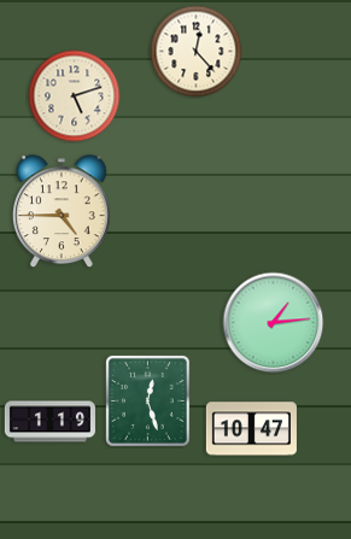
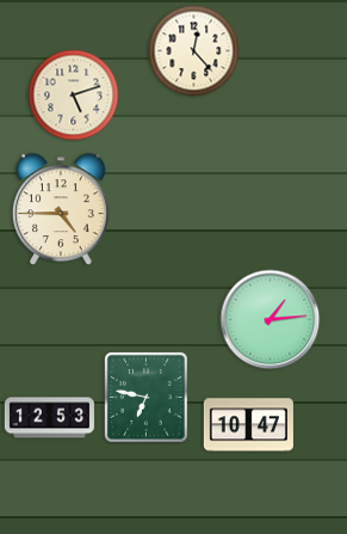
clock at (147, 400): 12:27 -> 6:47
clock at (49, 422): 1:19 -> 12:53
